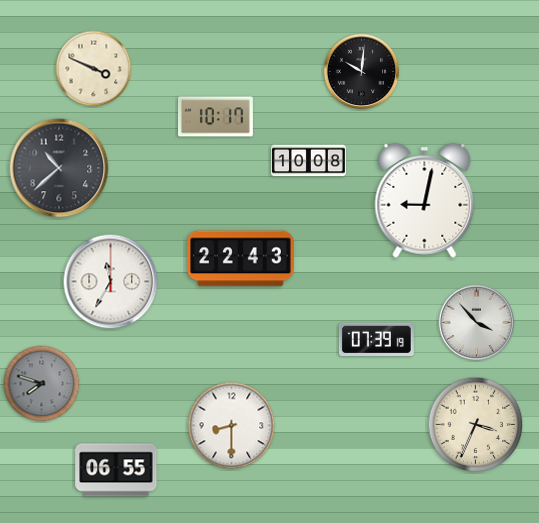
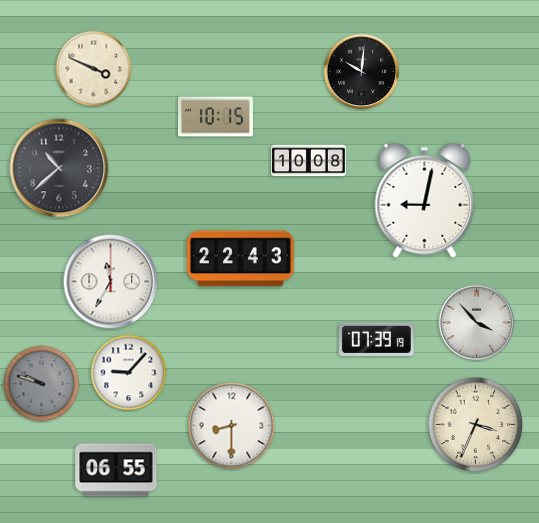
clock at (215, 117): 10:17 -> 10:15
clock at (129, 373): none -> 9:07
clock at (42, 384): 7:48 -> 9:48
